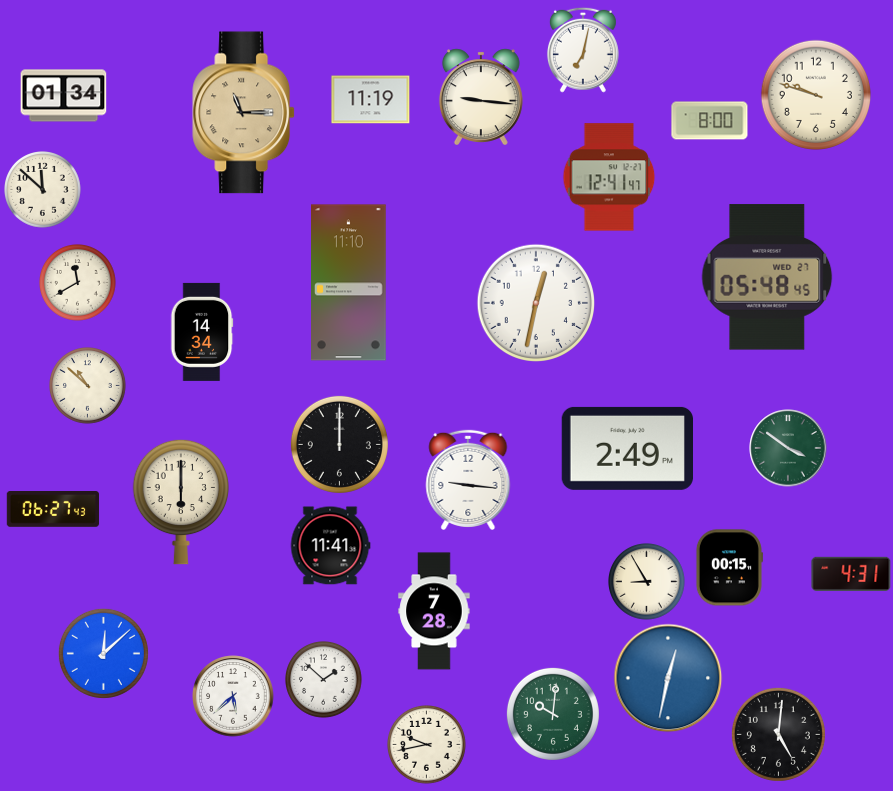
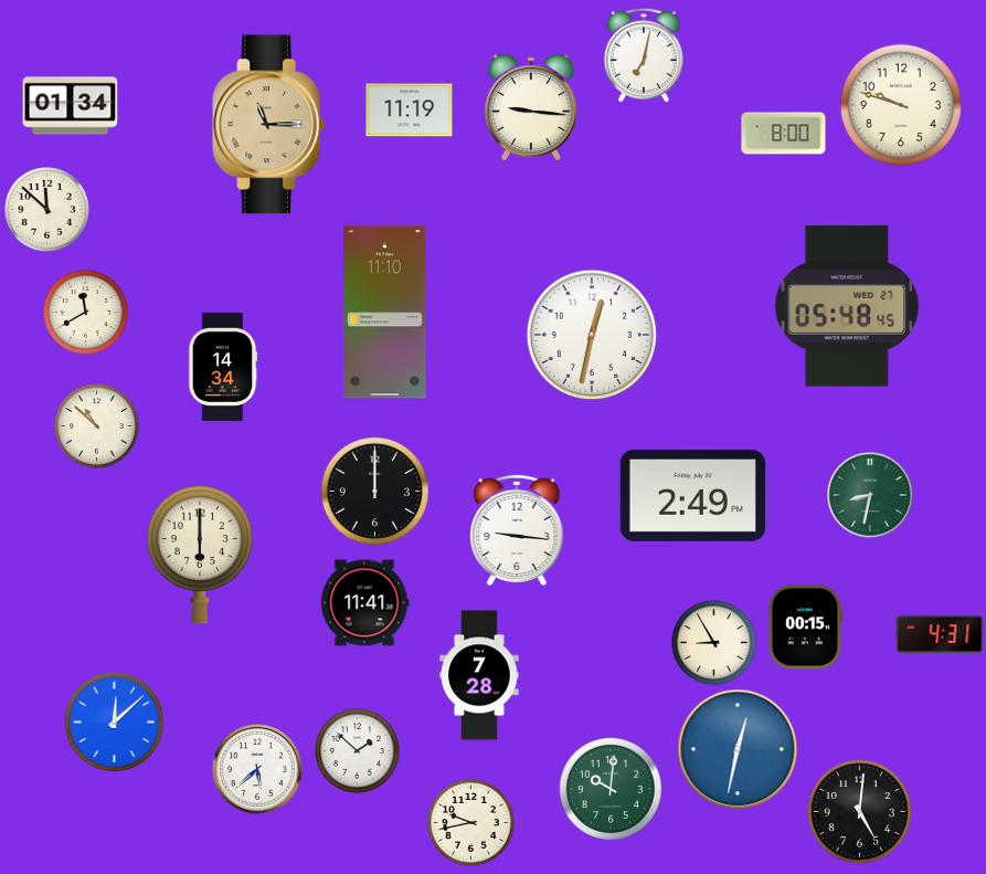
clock at (609, 177): 12:41 -> none
clock at (788, 448): 3:51 -> 8:32
clock at (53, 510): 06:27 -> none
